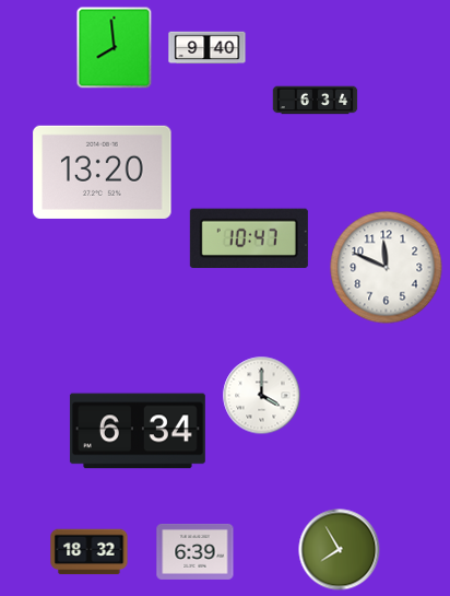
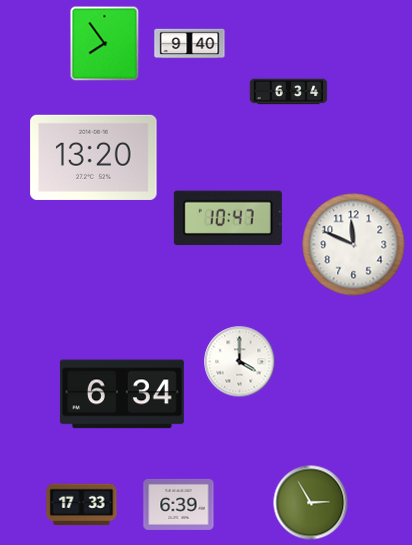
clock at (115, 48): 7:59 -> 7:54
clock at (138, 431) position: (138, 431) -> (122, 394)
clock at (340, 550): 7:55 -> 2:55
clock at (90, 552): 18:32 -> 17:33
